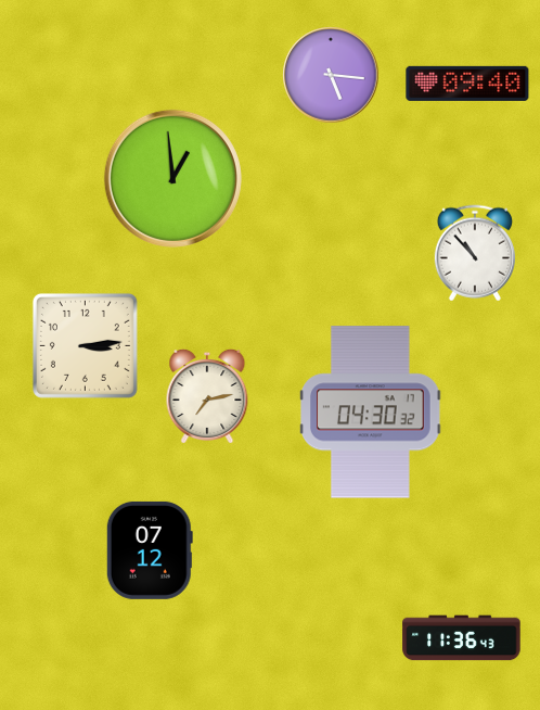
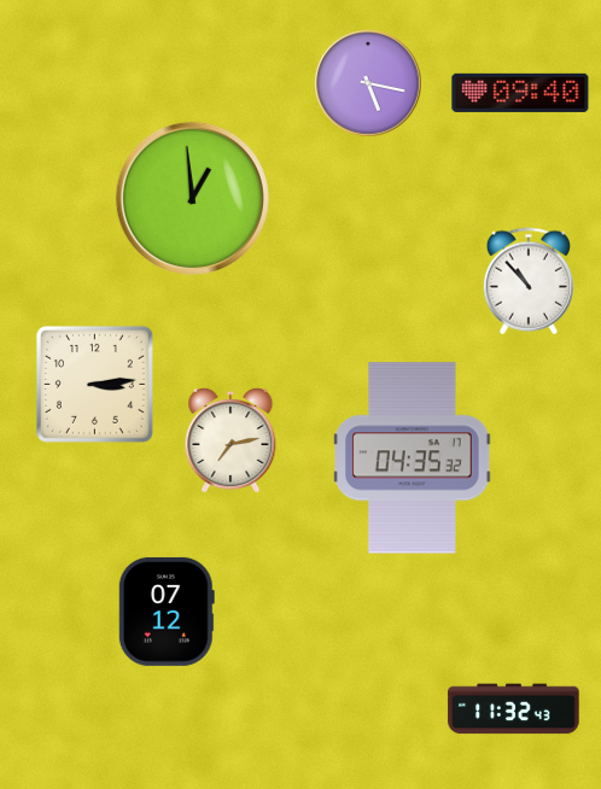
clock at (331, 75): 5:16 -> 5:17
clock at (371, 413): 04:30 -> 04:35
clock at (462, 638): 11:36 -> 11:32
